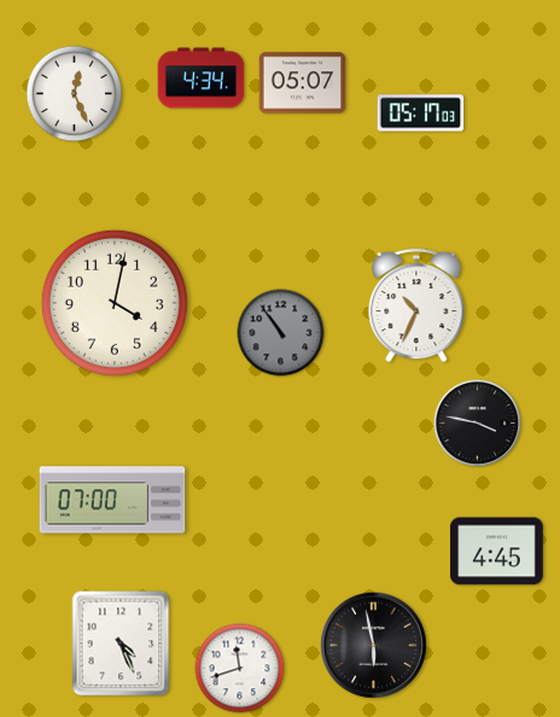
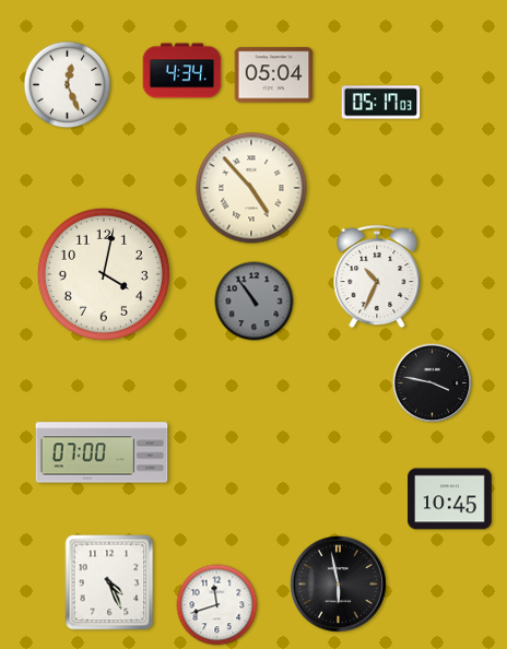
clock at (303, 83): 05:07 -> 05:04
clock at (251, 188): none -> 4:53
clock at (497, 552): 4:45 -> 10:45
